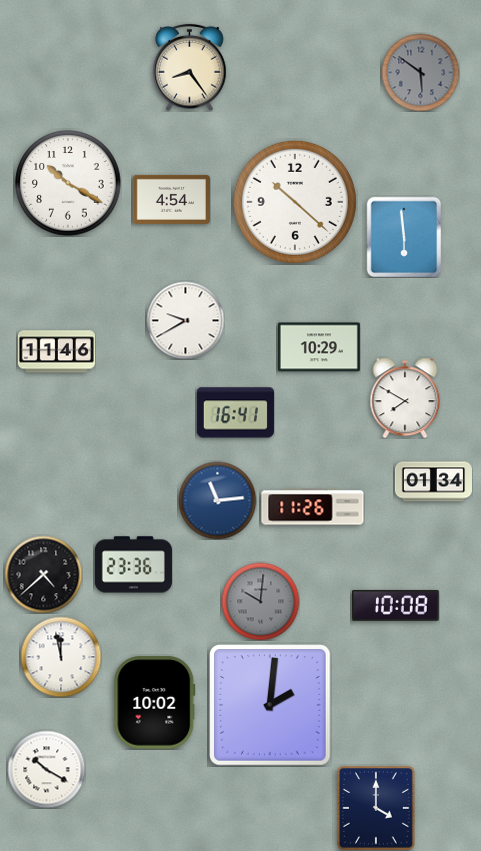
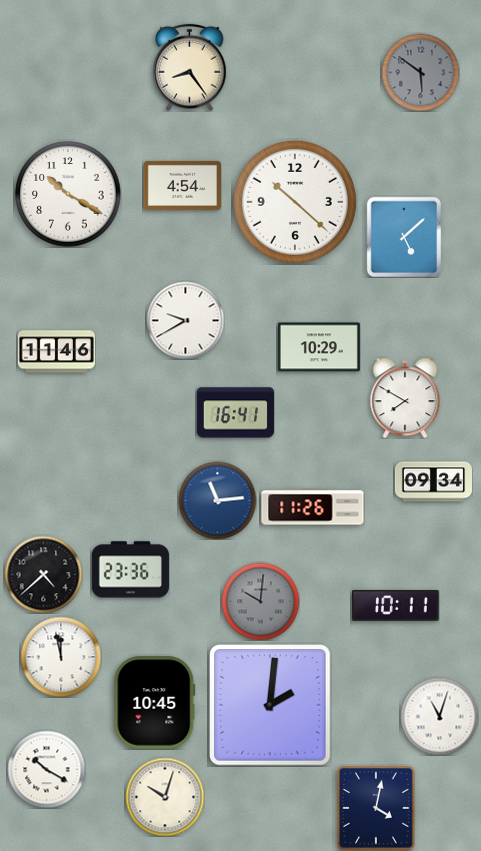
clock at (68, 183) position: (68, 183) -> (68, 194)
clock at (171, 199) position: (171, 199) -> (182, 185)
clock at (404, 237): 5:59 -> 5:08
clock at (433, 482): 01:34 -> 09:34
clock at (133, 565) position: (133, 565) -> (130, 570)
clock at (396, 605): 10:08 -> 10:11
clock at (155, 703): 10:02 -> 10:45
clock at (439, 716): none -> 11:03
clock at (165, 797): none -> 10:03
clock at (377, 808): 4:00 -> 4:02
